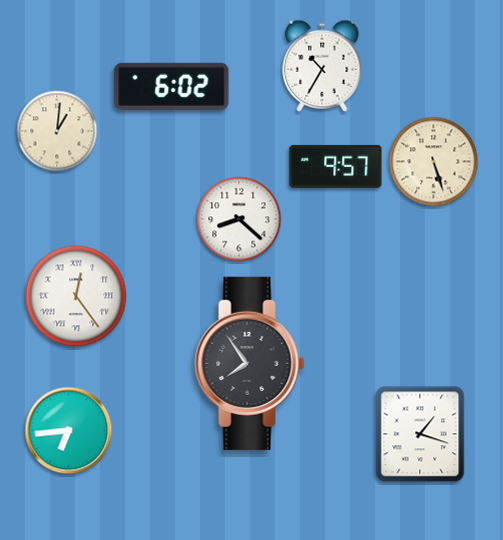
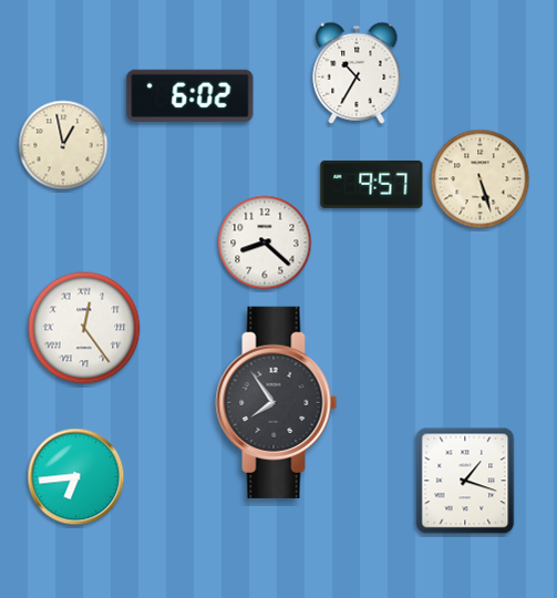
clock at (57, 131): 1:01 -> 12:58
